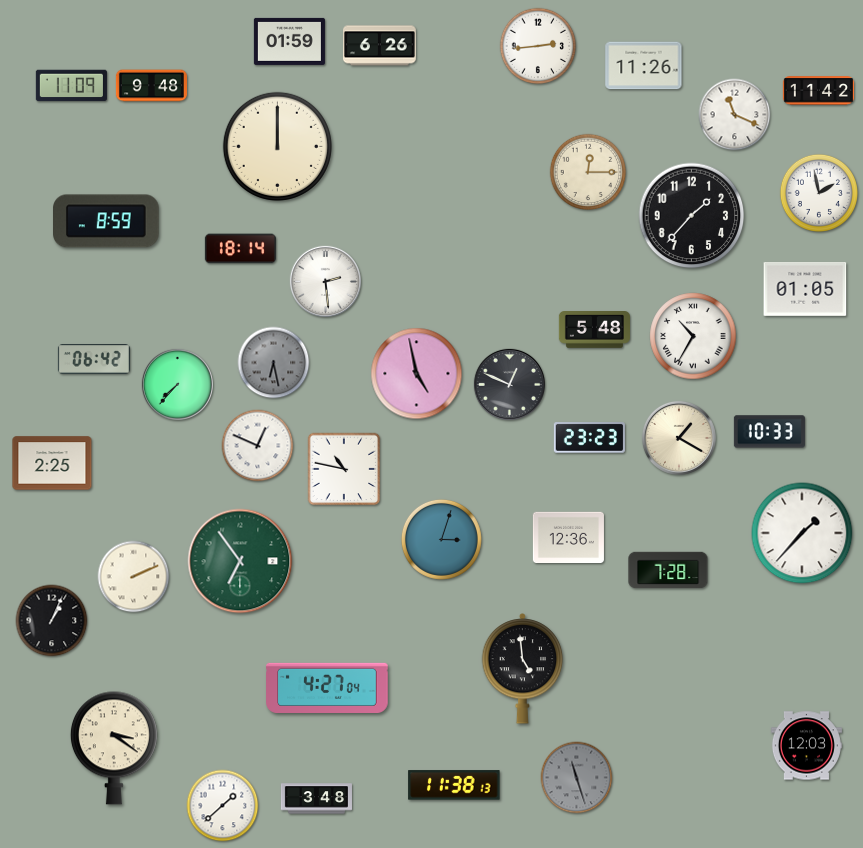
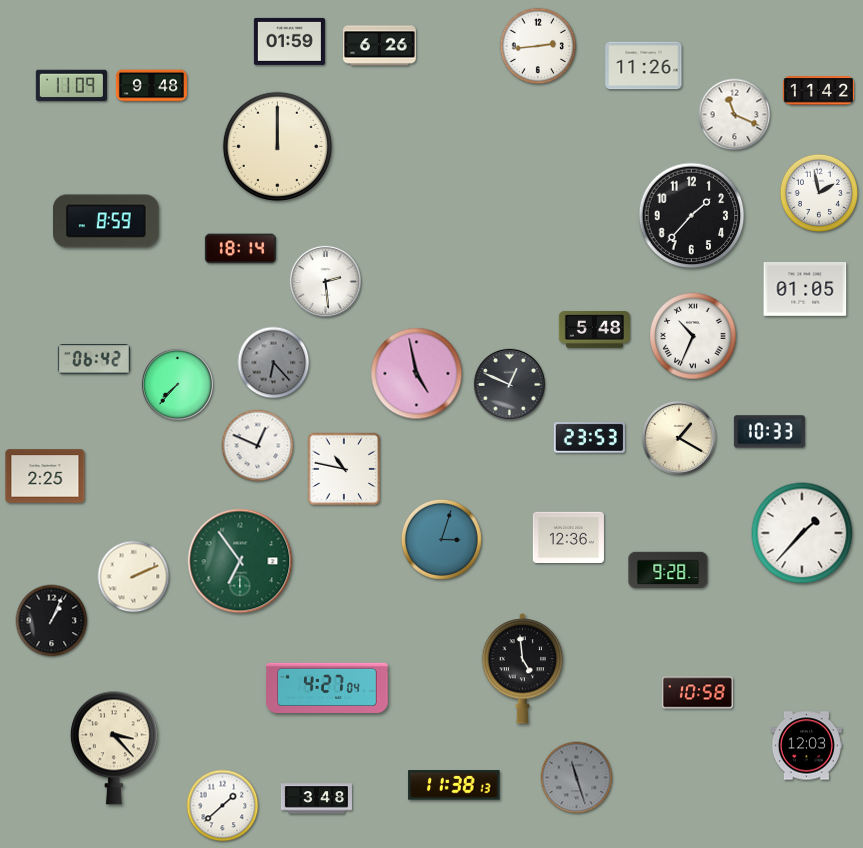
clock at (588, 172): 12:15 -> none
clock at (693, 336): 10:35 -> 10:34
clock at (274, 363): 6:28 -> 6:23
clock at (589, 438): 23:23 -> 23:53
clock at (52, 463) position: (52, 463) -> (45, 476)
clock at (668, 570): 7:28 -> 9:28
clock at (697, 693): none -> 10:58
clock at (114, 748): 3:21 -> 3:23
